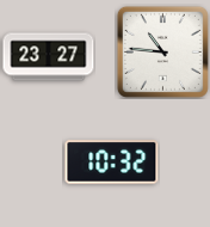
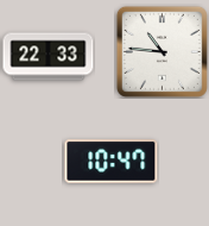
clock at (49, 57): 23:27 -> 22:33
clock at (112, 162): 10:32 -> 10:47
